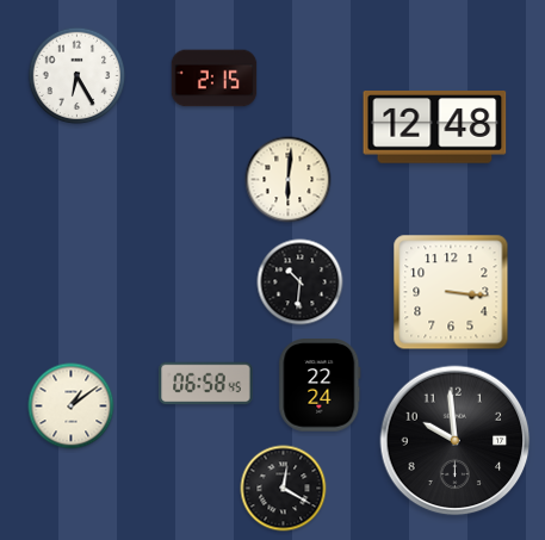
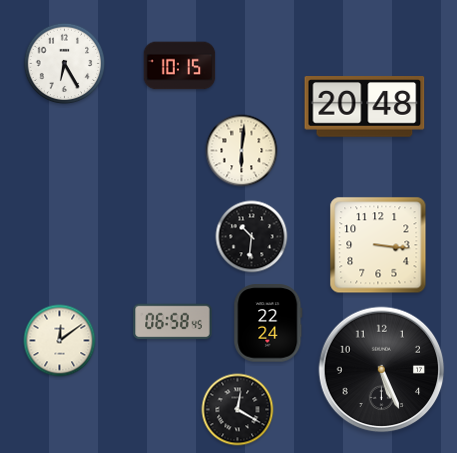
clock at (215, 79): 2:15 -> 10:15
clock at (435, 128): 12:48 -> 20:48
clock at (72, 406): 1:09 -> 12:09
clock at (456, 441): 9:59 -> 5:26
